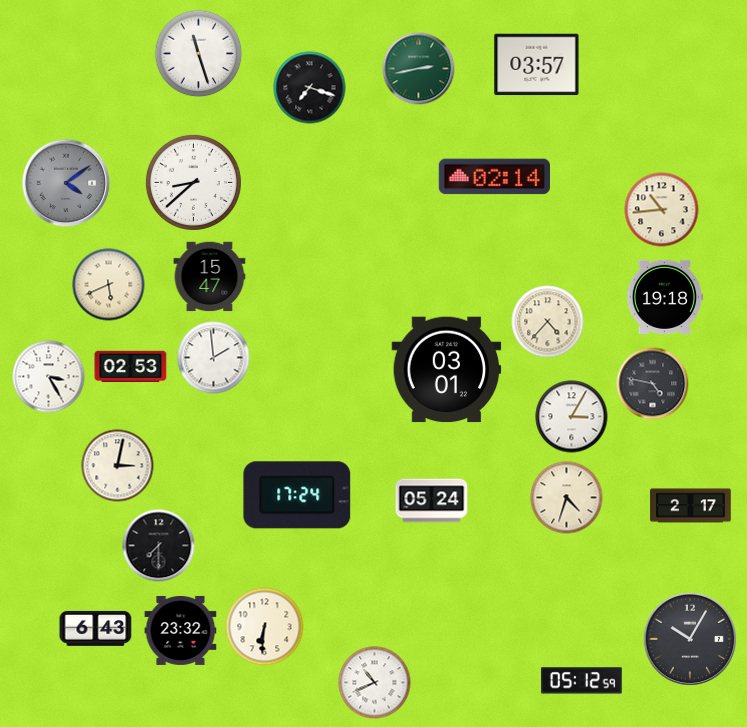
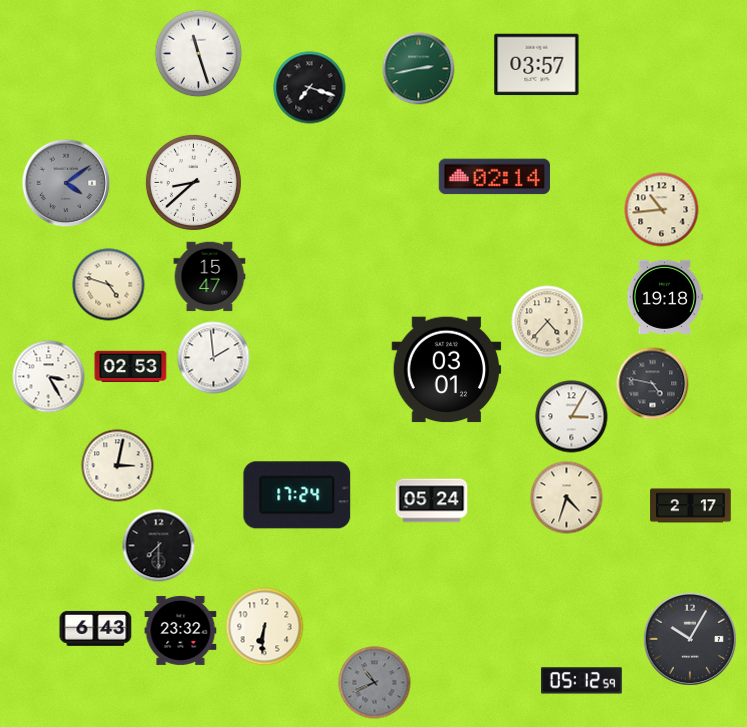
clock at (109, 285): 5:41 -> 4:48
clock at (375, 683) dial: white -> grey
